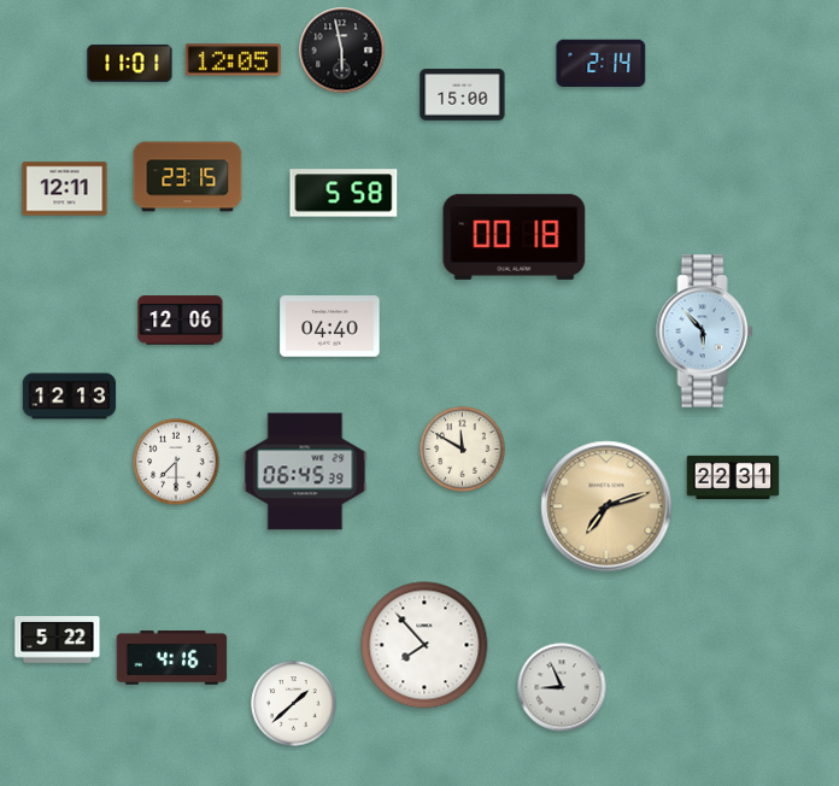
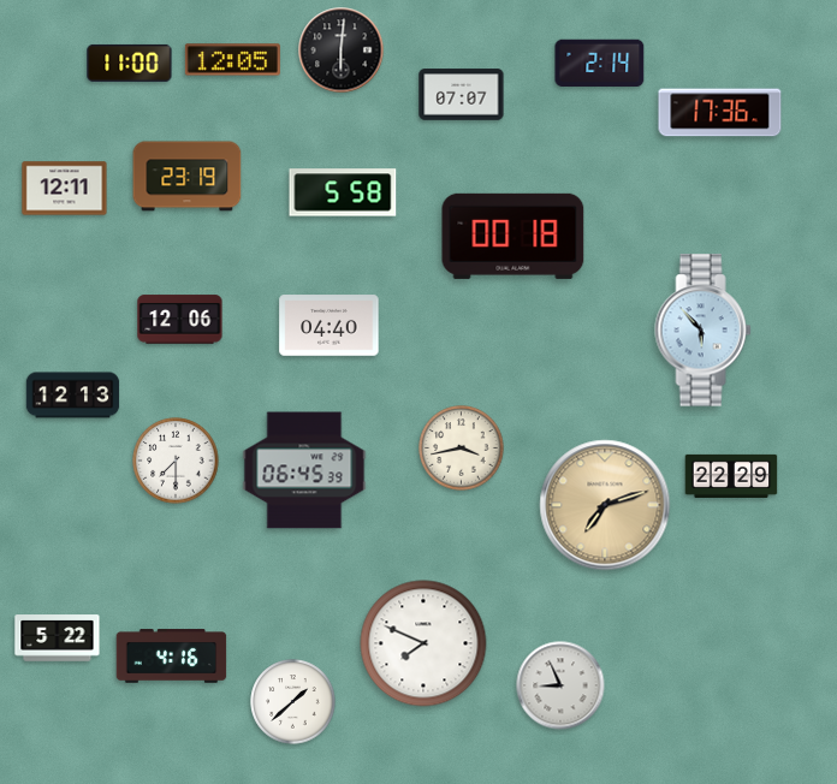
clock at (342, 51): 5:58 -> 6:01
clock at (130, 63): 11:01 -> 11:00
clock at (463, 95): 15:00 -> 07:07
clock at (720, 113): none -> 17:36
clock at (188, 177): 23:15 -> 23:19
clock at (70, 397) position: (70, 397) -> (73, 396)
clock at (463, 450): 11:50 -> 3:43
clock at (733, 477): 22:31 -> 22:29
clock at (424, 645): 7:53 -> 7:49
